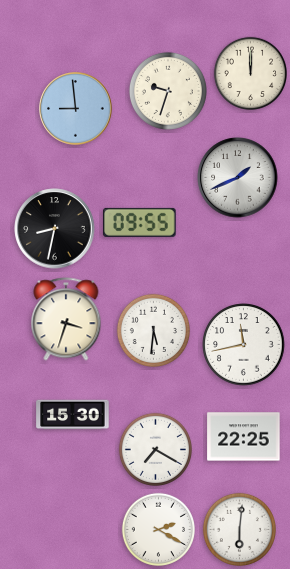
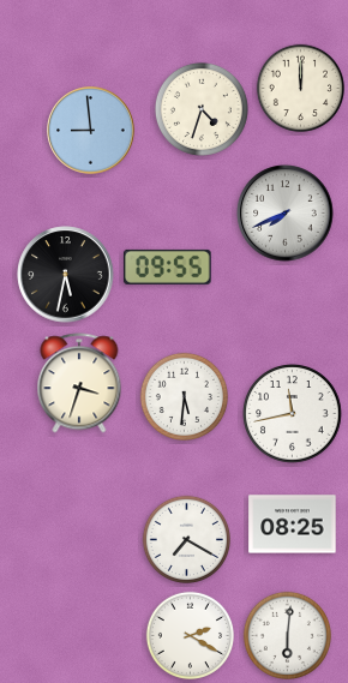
clock at (168, 91): 9:33 -> 4:33
clock at (238, 178): 1:41 -> 7:41
clock at (55, 229): 8:32 -> 5:32
clock at (73, 415): 15:30 -> none
clock at (244, 437): 22:25 -> 08:25
